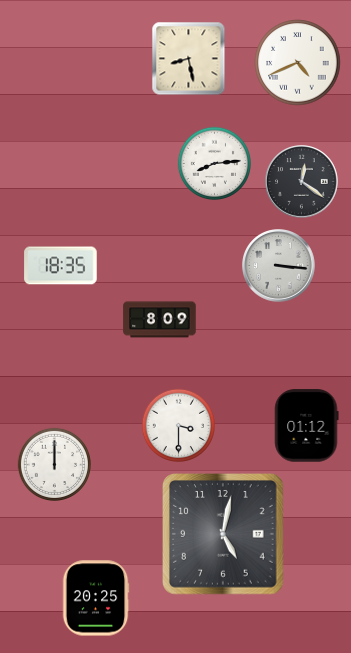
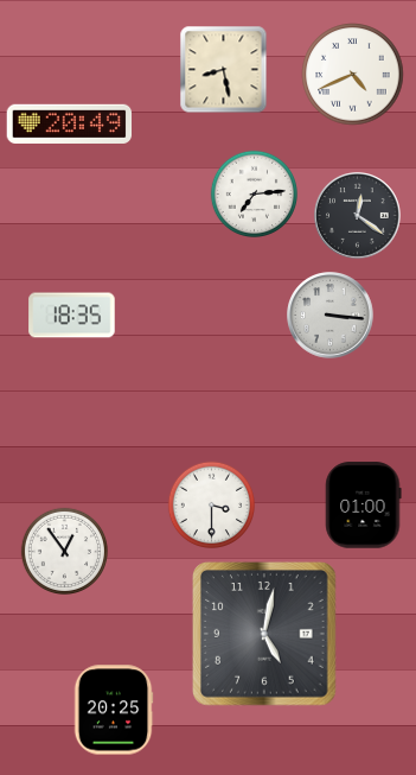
clock at (70, 123): none -> 20:49
clock at (214, 163): 8:14 -> 7:14
clock at (160, 320): 8:09 -> none
clock at (307, 426): 01:12 -> 01:00
clock at (54, 464): 12:00 -> 12:54
